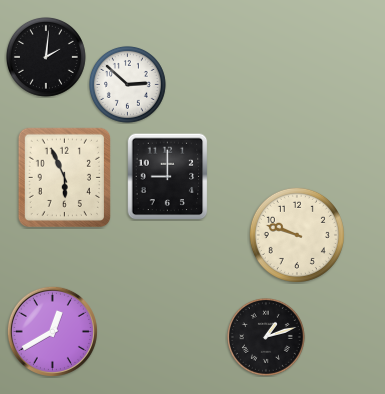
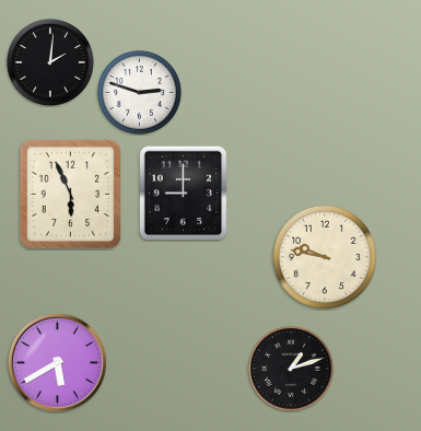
clock at (127, 84): 2:52 -> 2:48
clock at (297, 235): 9:48 -> 9:47
clock at (52, 331): 12:40 -> 5:40
